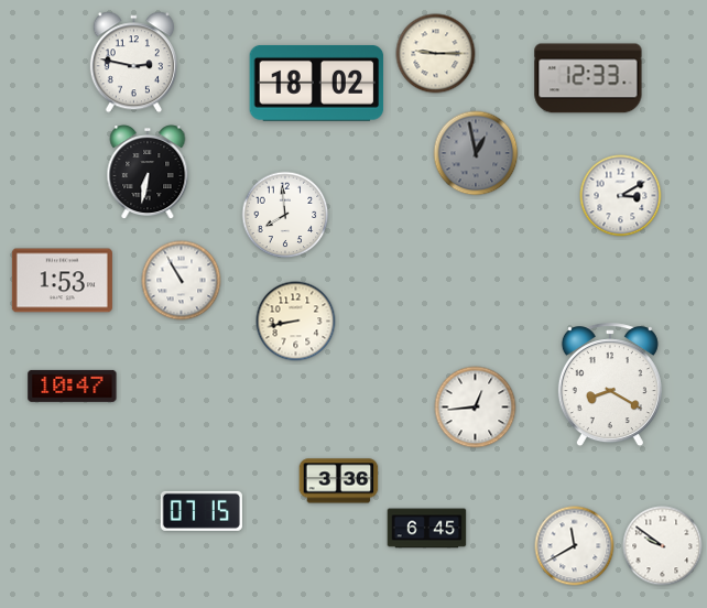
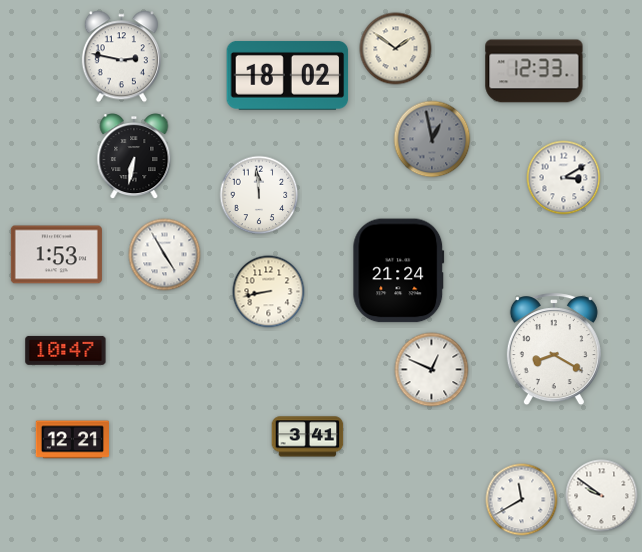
clock at (436, 54): 9:15 -> 1:51
clock at (285, 215): 7:59 -> 11:59
clock at (182, 281): 10:55 -> 4:55
clock at (399, 271): none -> 21:24
clock at (476, 408): 12:44 -> 12:49
clock at (339, 481): 3:36 -> 3:41
clock at (72, 440): none -> 12:21
clock at (202, 511): 07:15 -> none
clock at (427, 529): 6:45 -> none
clock at (575, 546) position: (575, 546) -> (522, 500)
